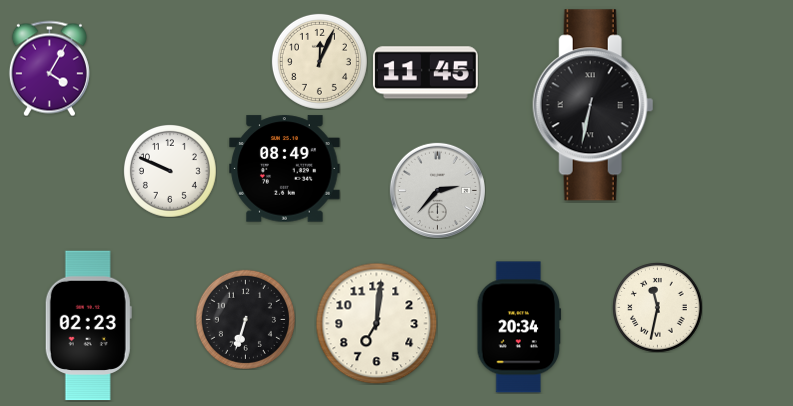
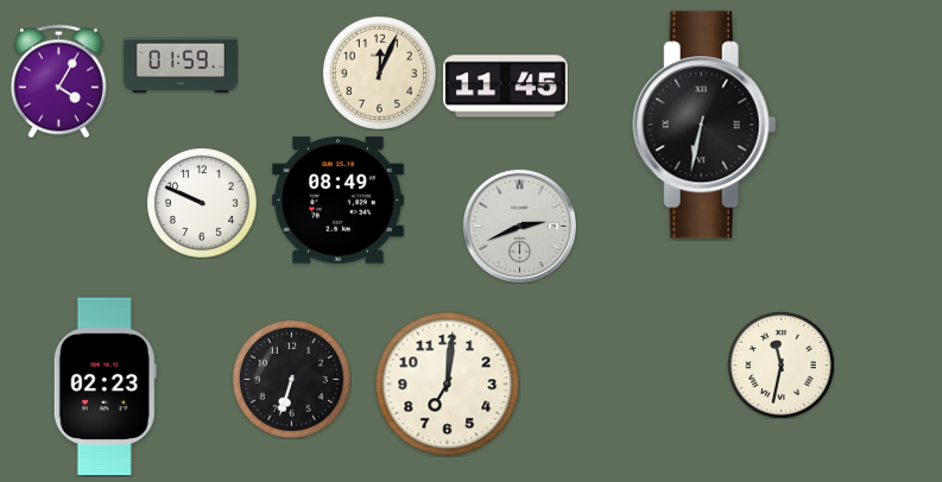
clock at (181, 65): none -> 01:59
clock at (437, 190): 2:37 -> 2:41
clock at (519, 327): 20:34 -> none
